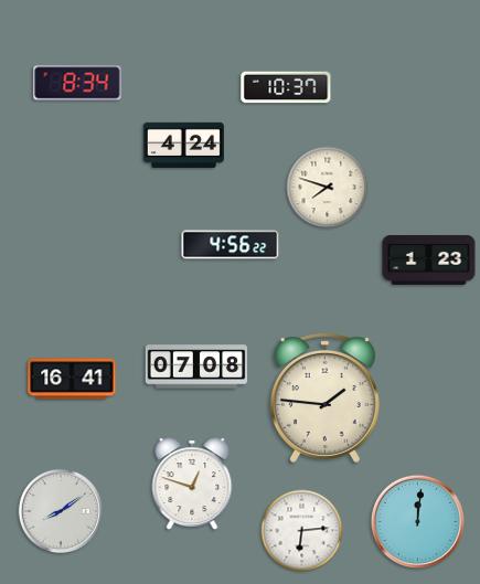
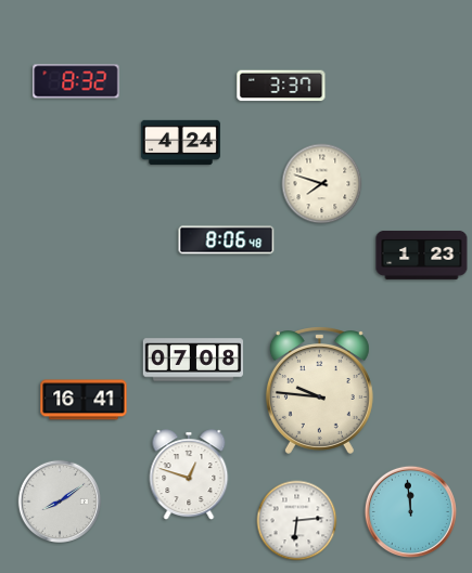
clock at (77, 83): 8:34 -> 8:32
clock at (286, 87): 10:37 -> 3:37
clock at (231, 245): 4:56 -> 8:06
clock at (72, 379) position: (72, 379) -> (84, 400)
clock at (324, 399): 1:46 -> 9:46
clock at (417, 521): 12:01 -> 11:59
